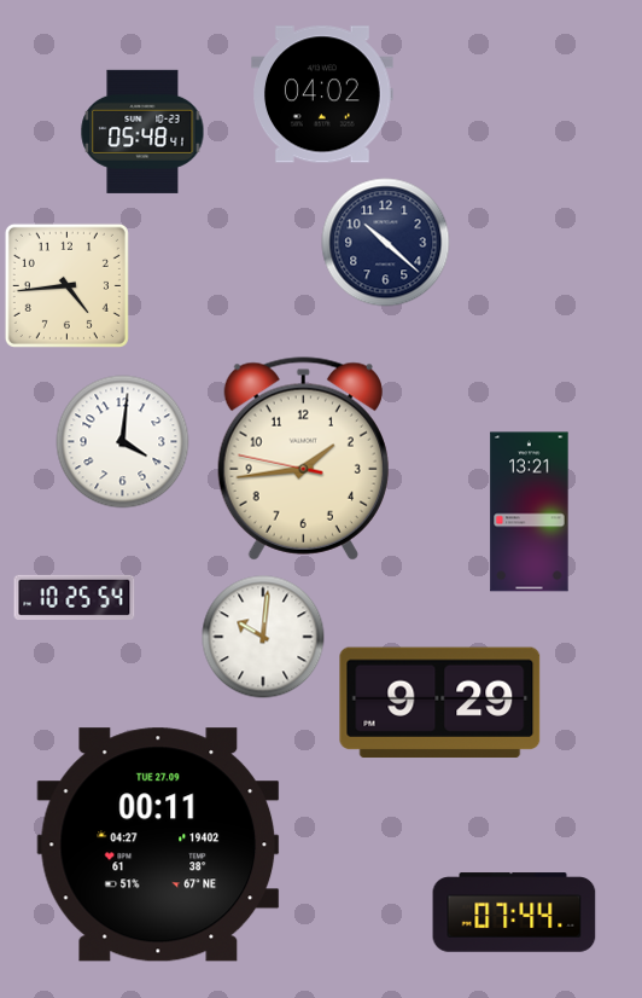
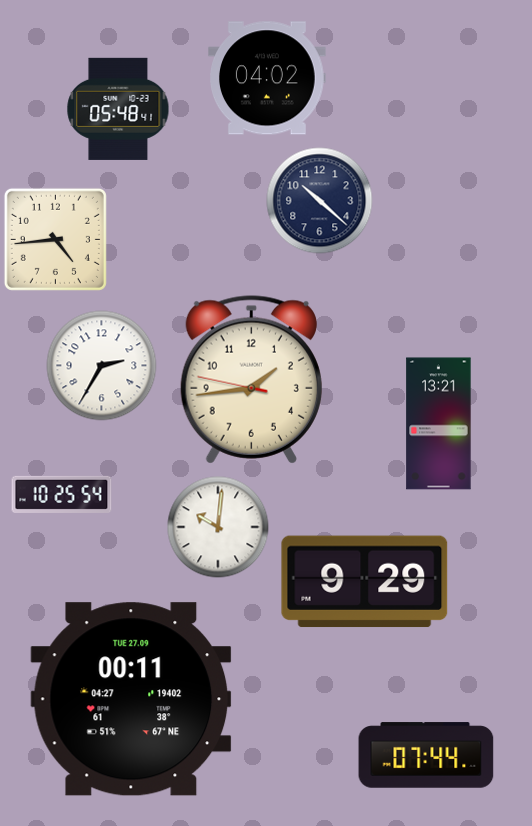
clock at (66, 285) position: (66, 285) -> (55, 239)
clock at (123, 442): 4:01 -> 2:35
